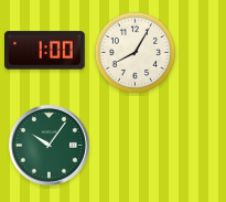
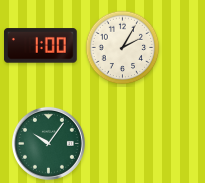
clock at (136, 53): 8:05 -> 2:05
clock at (49, 145) position: (49, 145) -> (48, 143)
